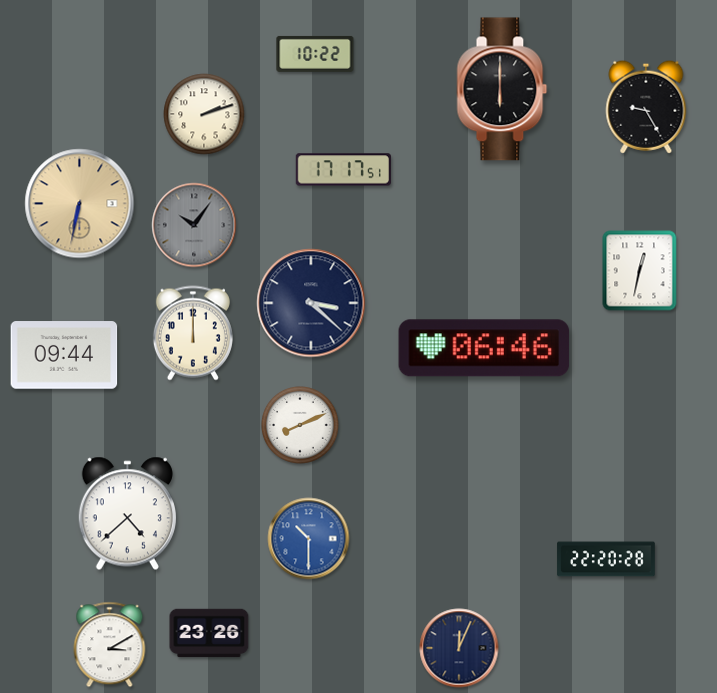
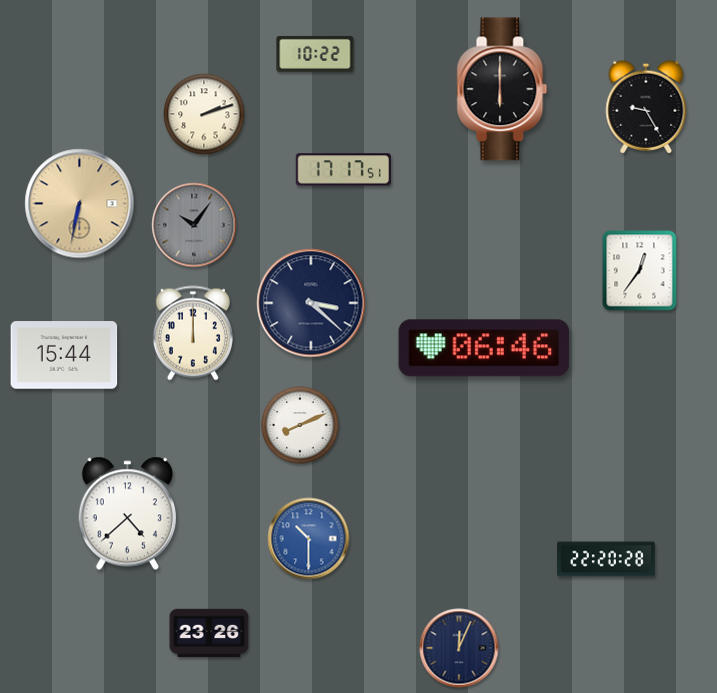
clock at (640, 271): 12:32 -> 12:36
clock at (64, 355): 09:44 -> 15:44
clock at (110, 645): 3:10 -> none
